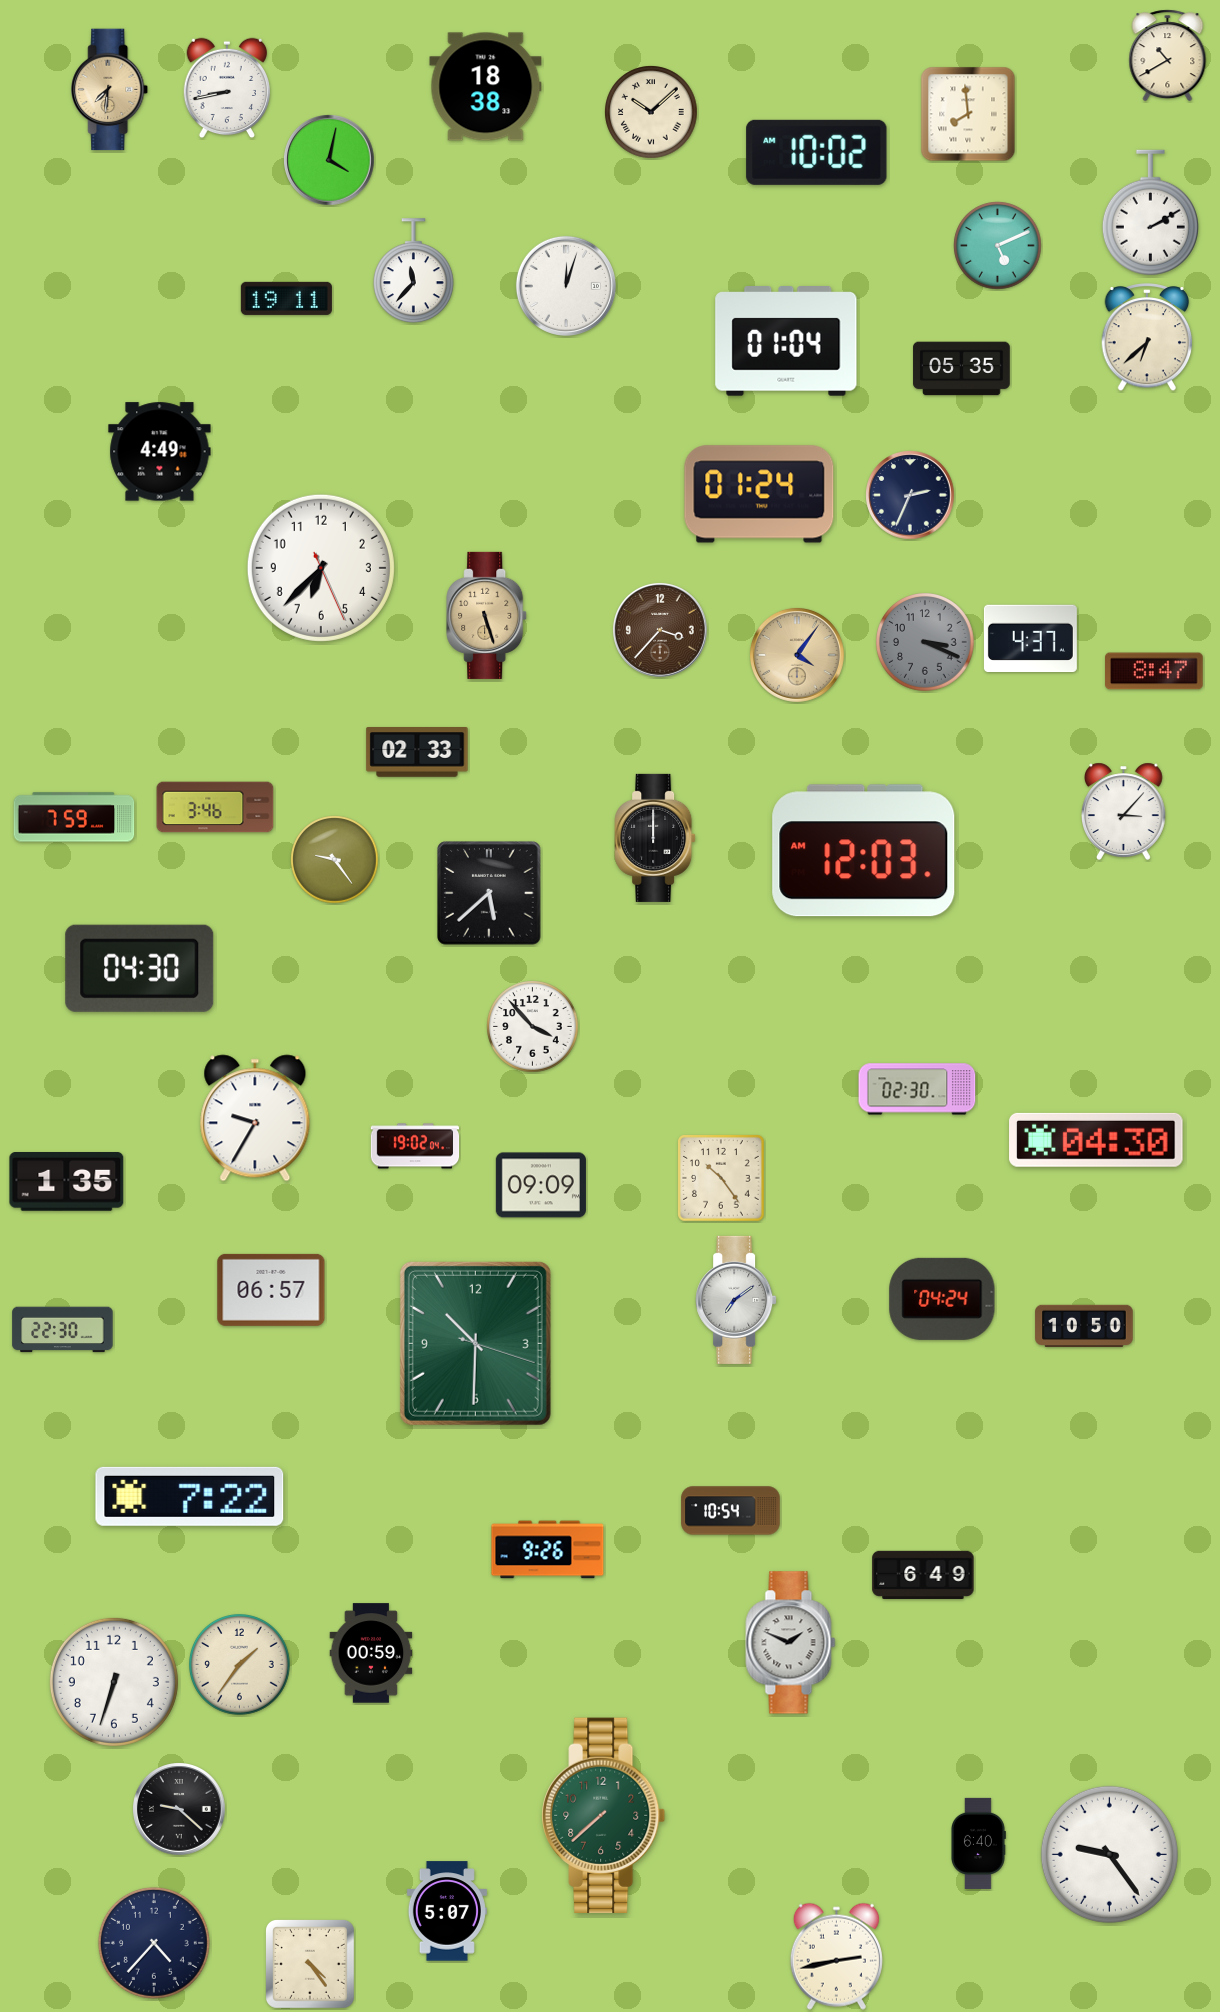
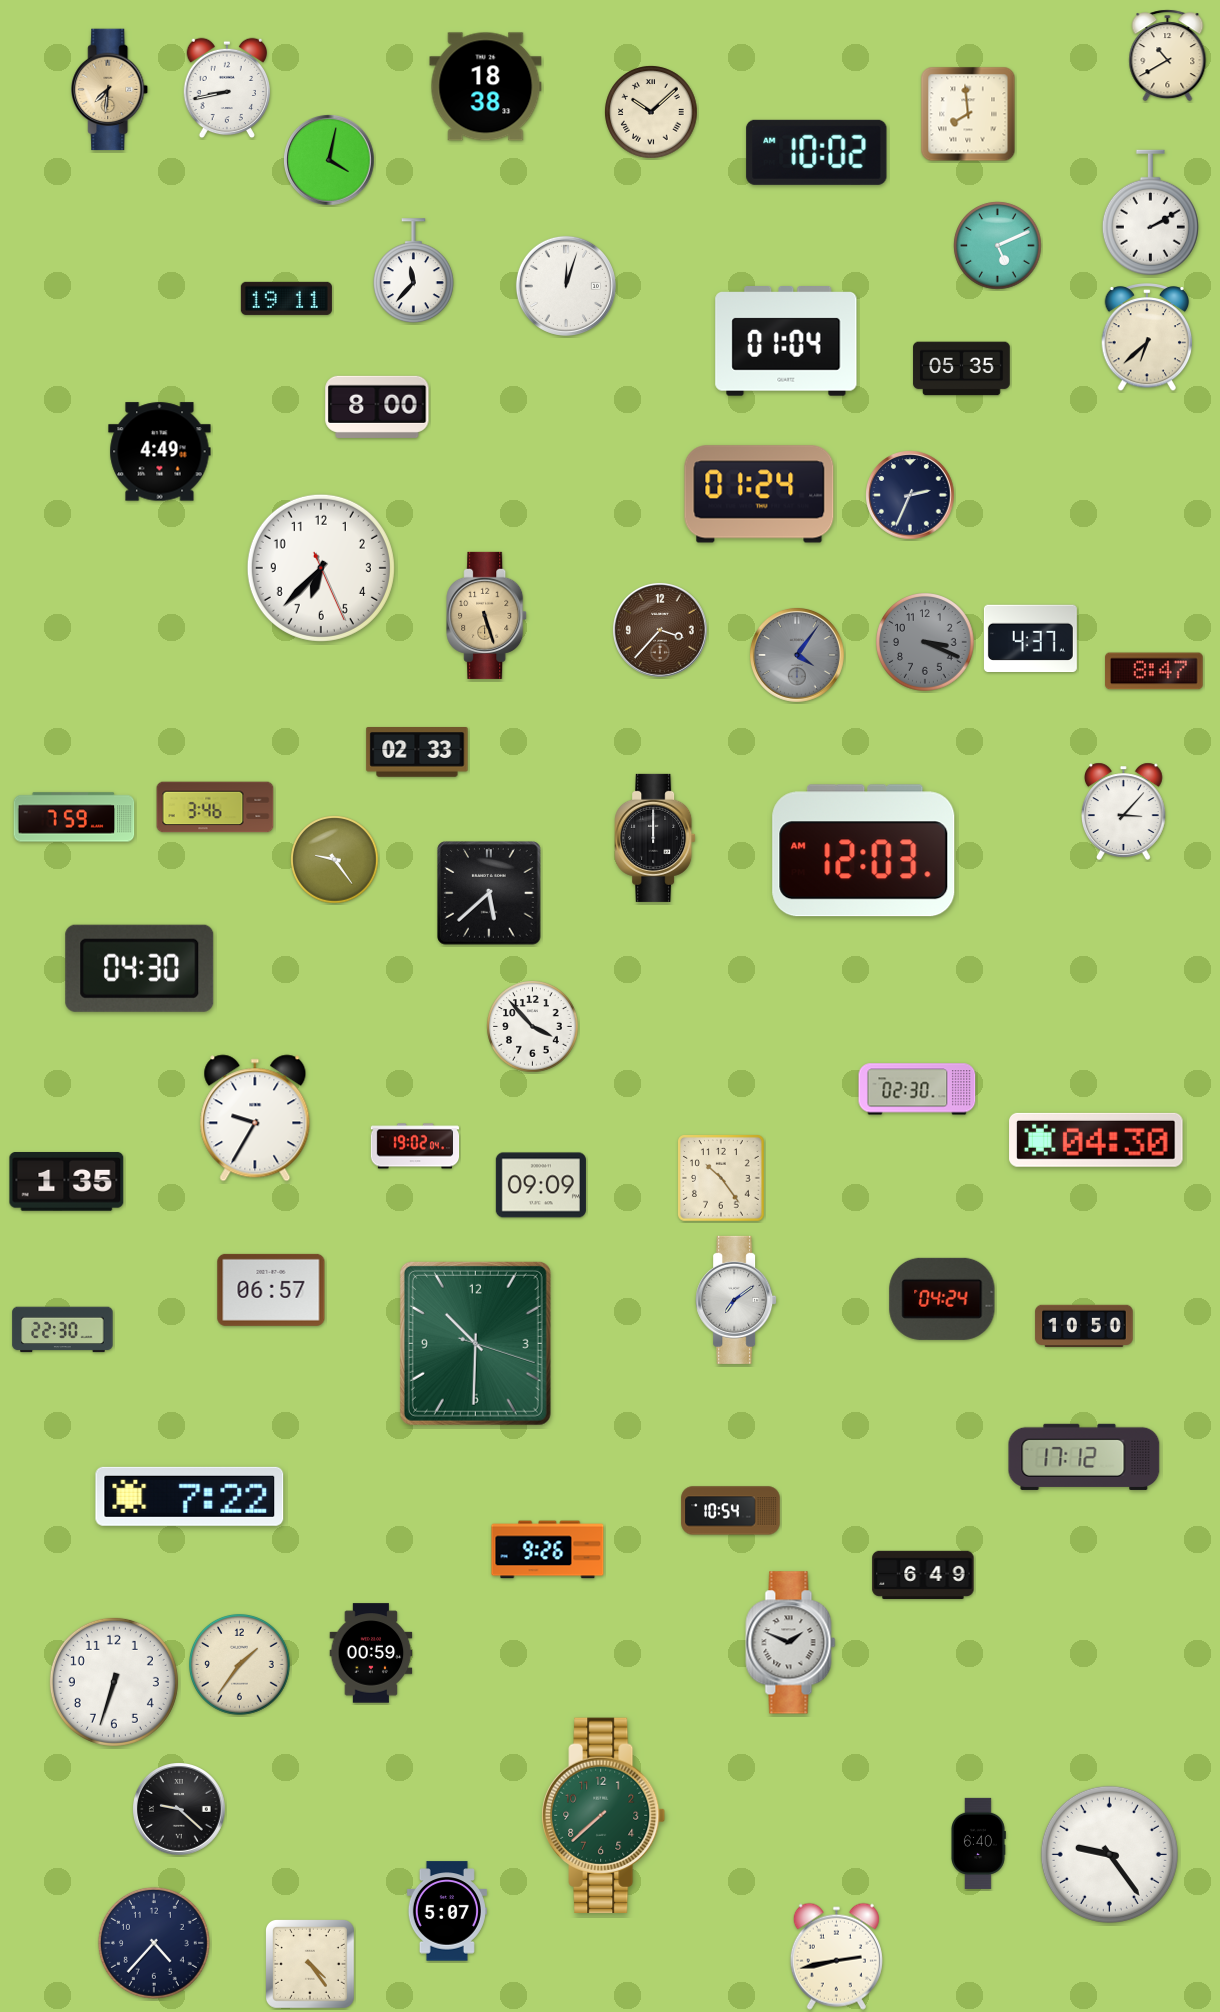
clock at (377, 407): none -> 8:00
clock at (797, 655) dial: champagne -> grey
clock at (1084, 1457): none -> 17:12
